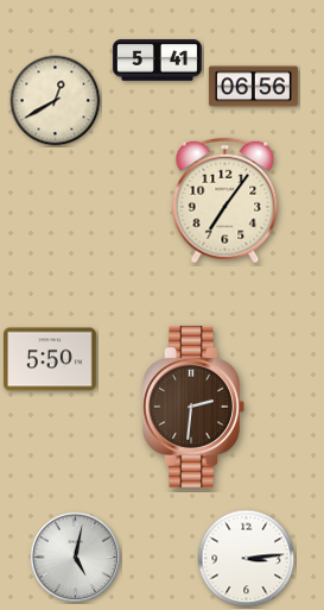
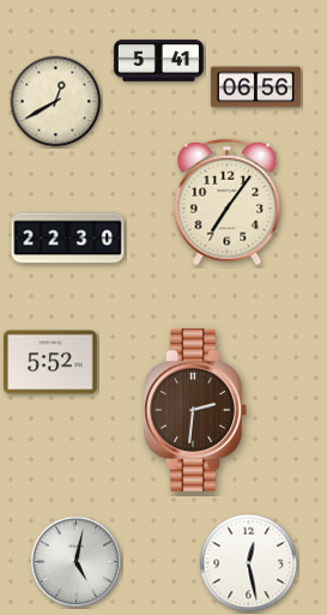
clock at (68, 239): none -> 22:30
clock at (50, 359): 5:50 -> 5:52
clock at (247, 559): 3:14 -> 12:28
